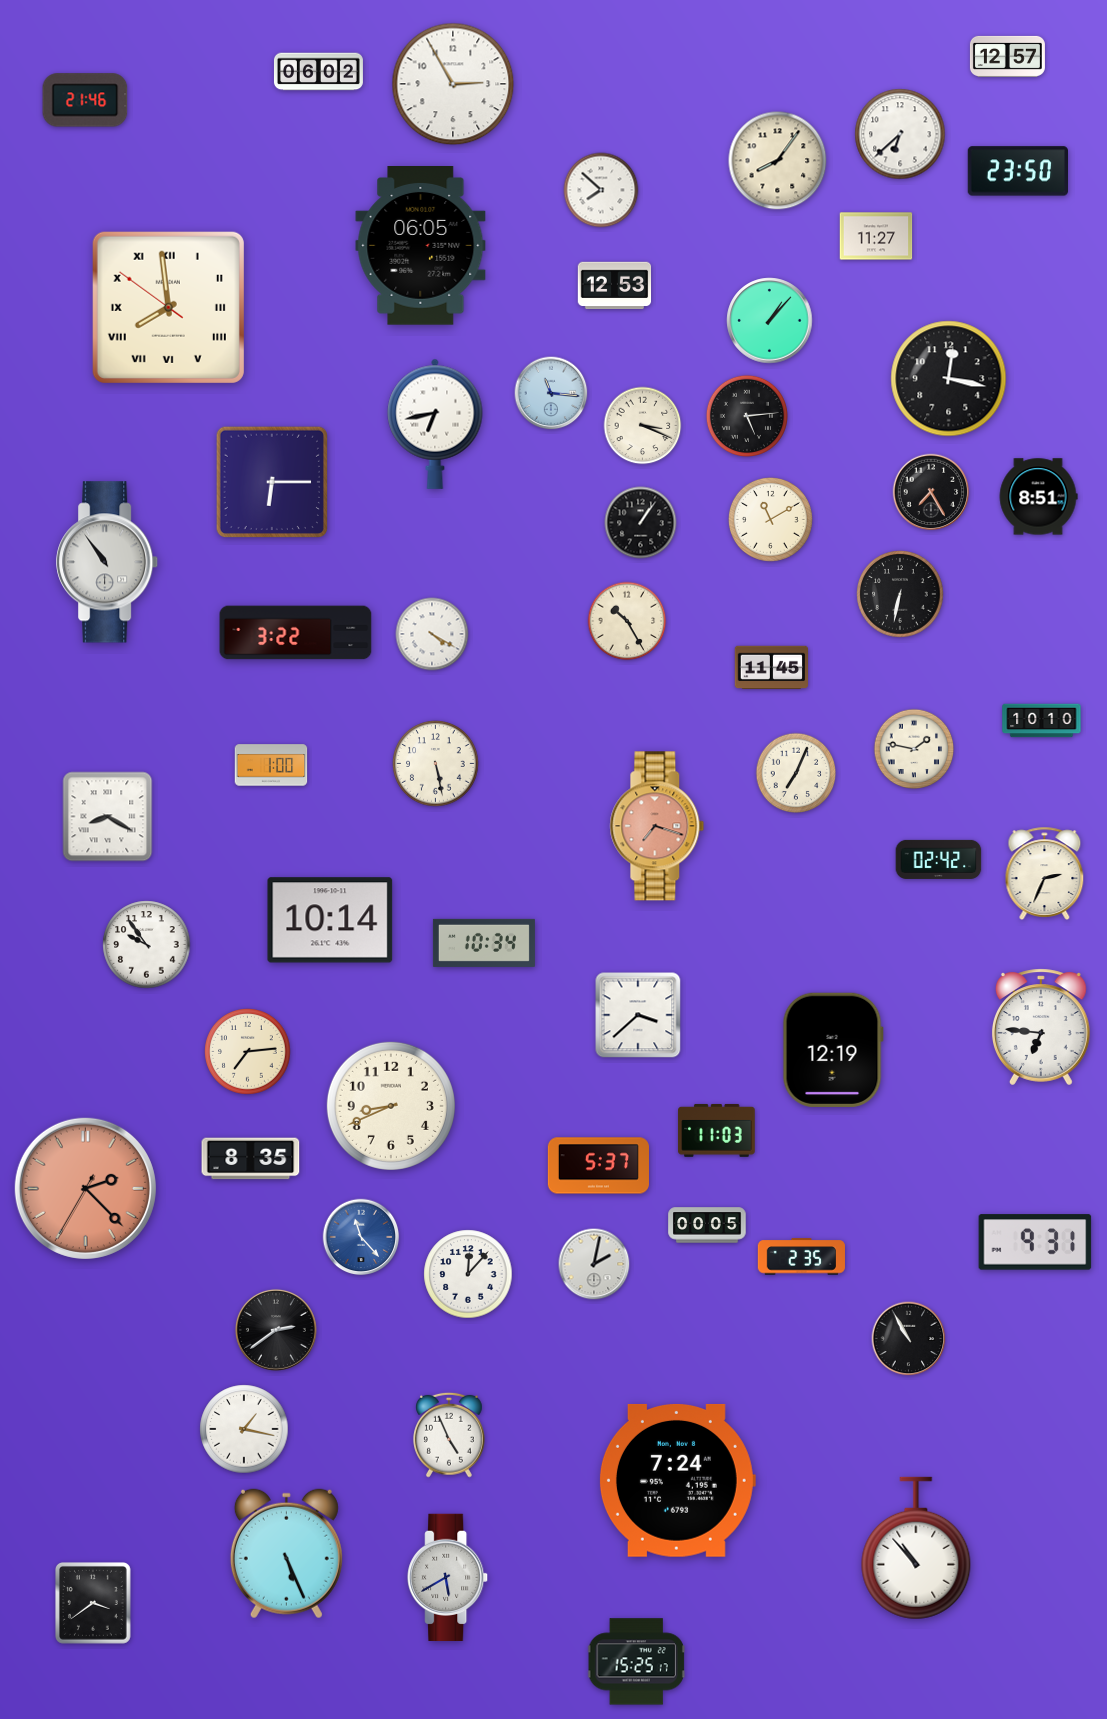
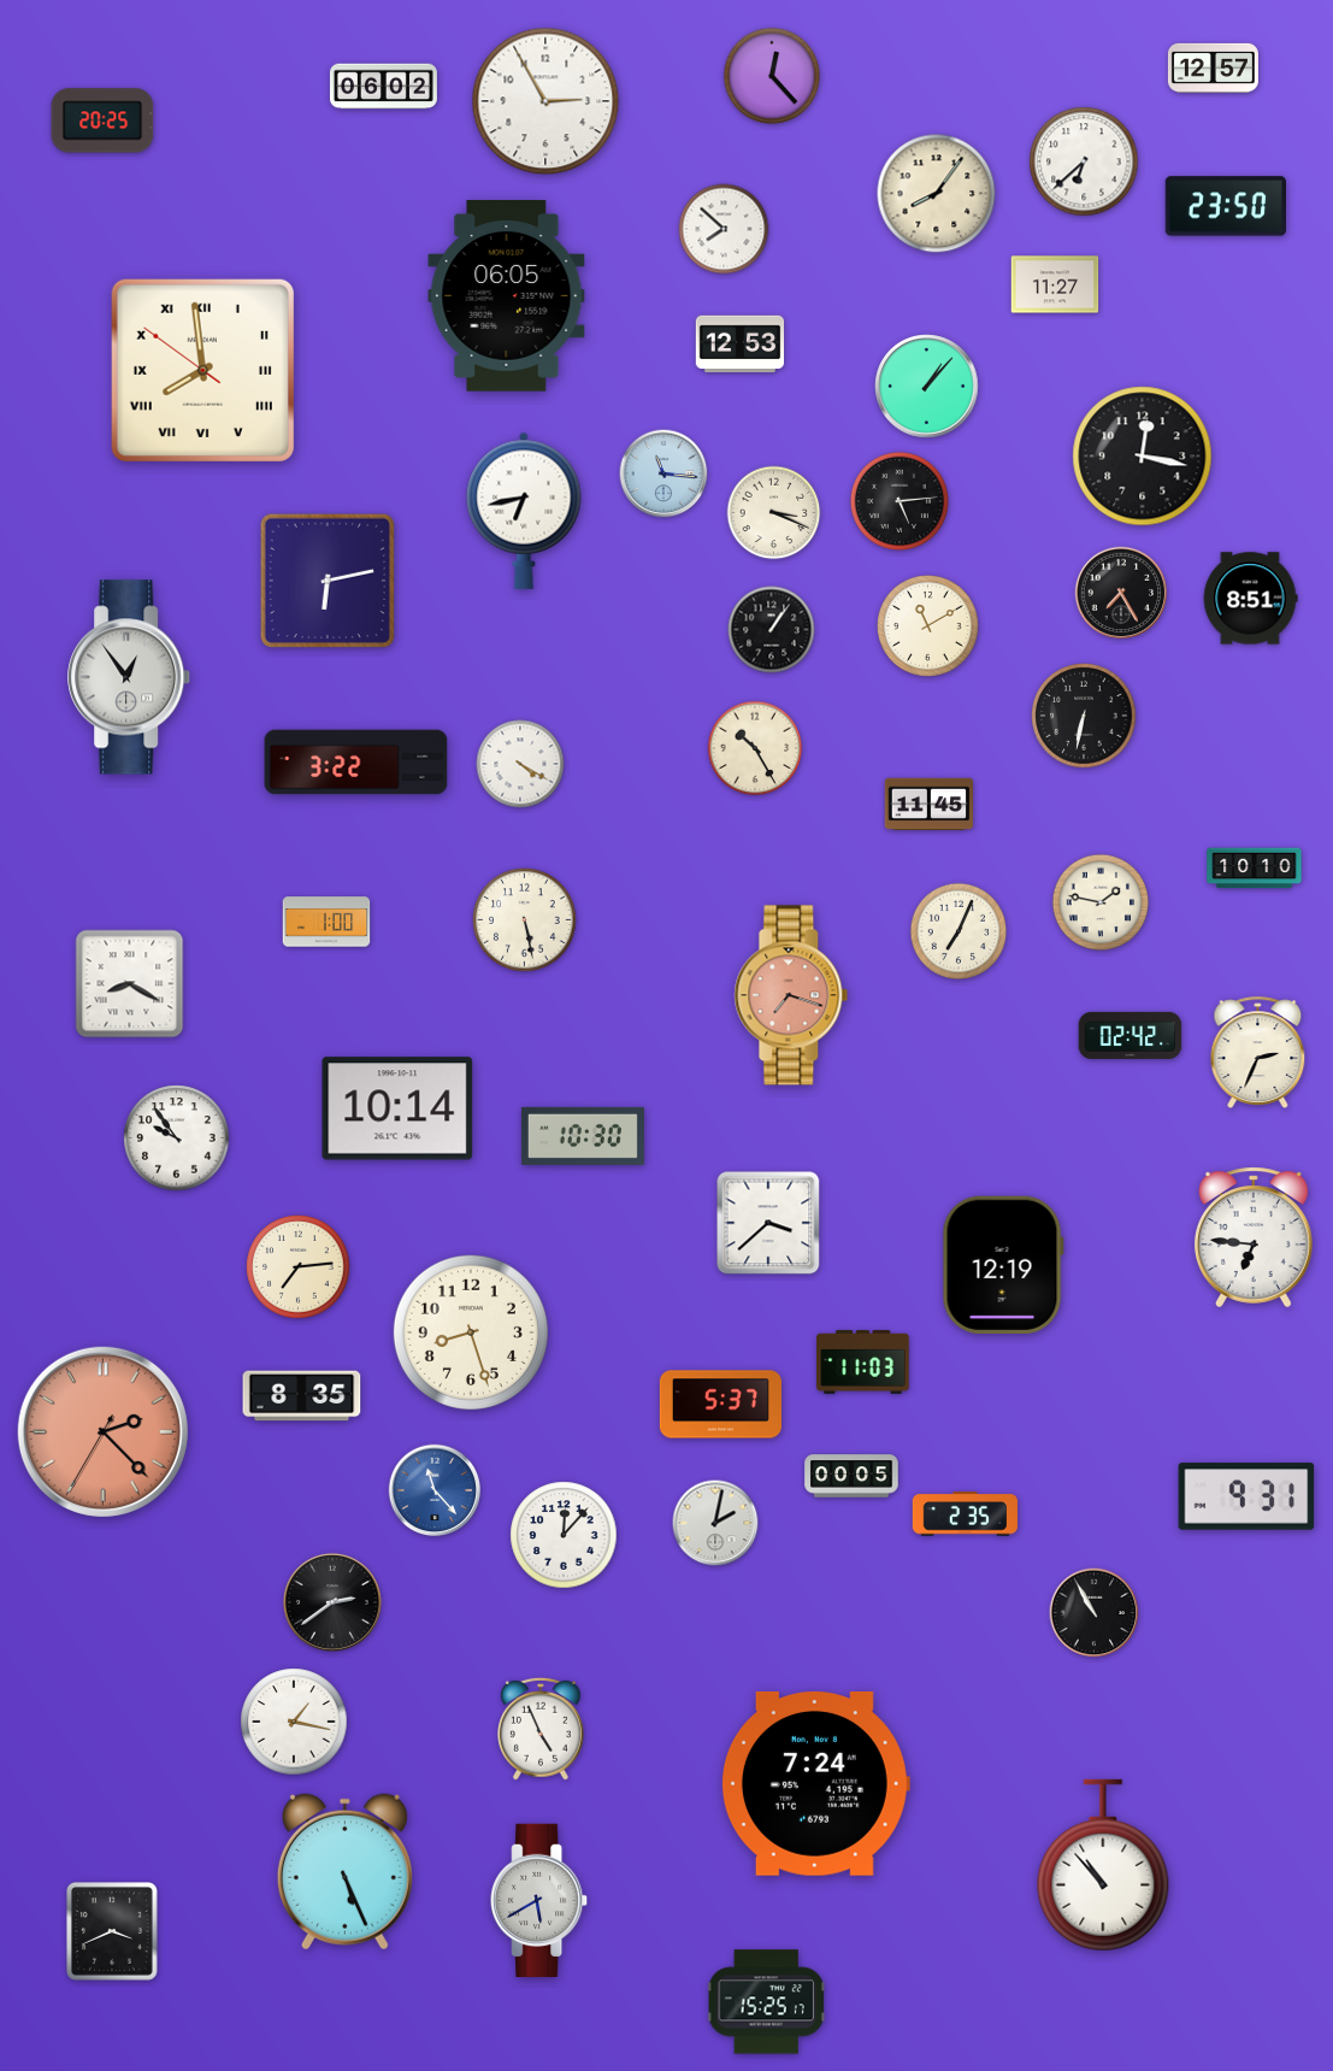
clock at (772, 76): none -> 12:23
clock at (85, 100): 21:46 -> 20:25
clock at (271, 481): 6:15 -> 6:13
clock at (108, 562): 10:54 -> 12:54
clock at (484, 943): 10:34 -> 10:30
clock at (391, 1106): 8:41 -> 8:27
clock at (94, 1604): 3:39 -> 3:41
